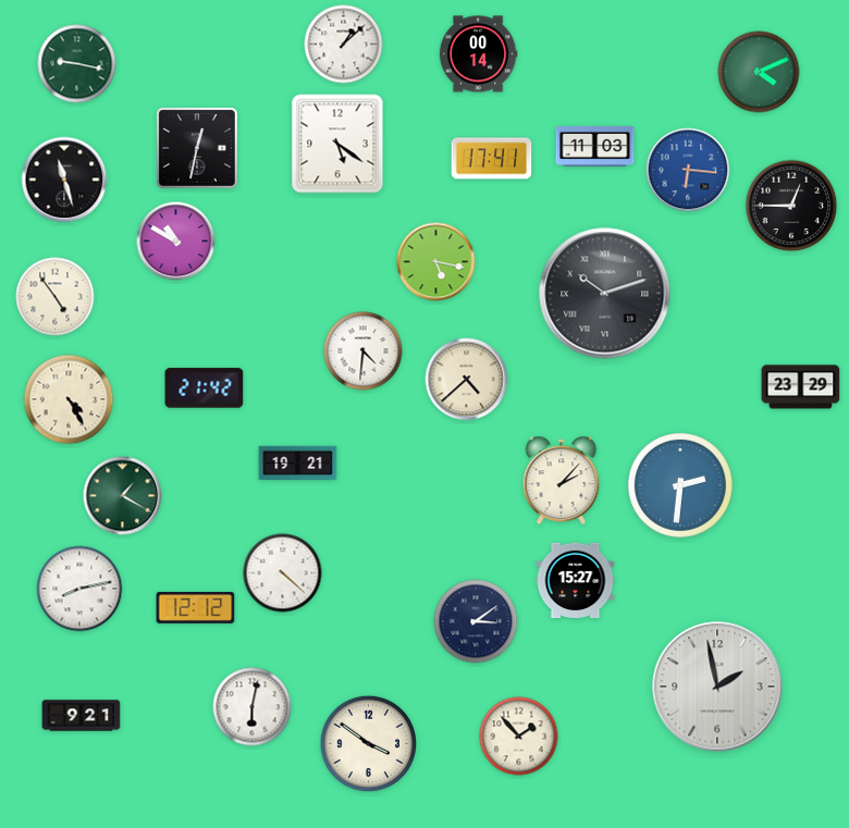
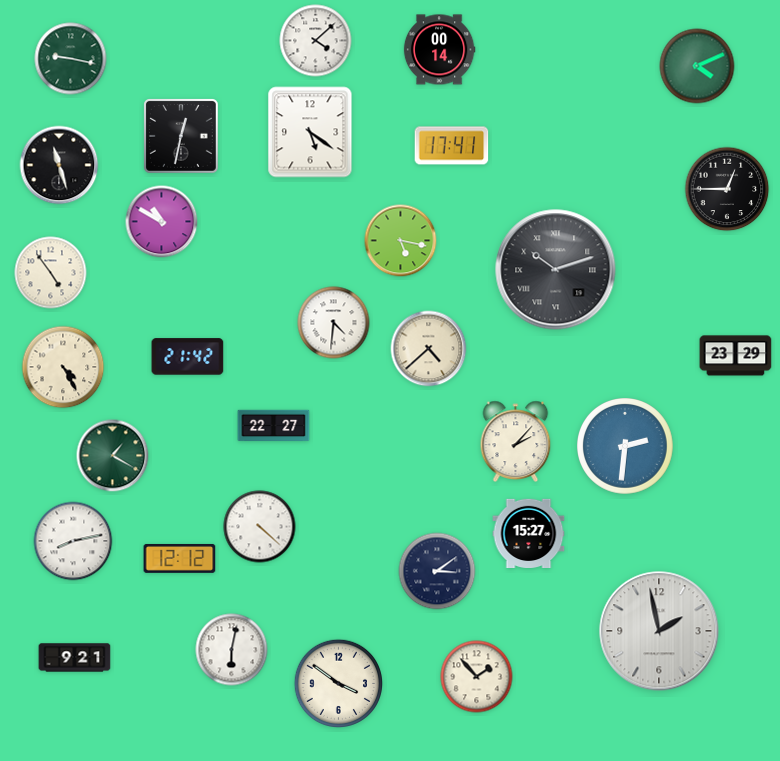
clock at (344, 45): 1:08 -> 4:08
clock at (595, 146): 11:03 -> none
clock at (688, 170): 6:16 -> none
clock at (298, 464): 19:21 -> 22:27
